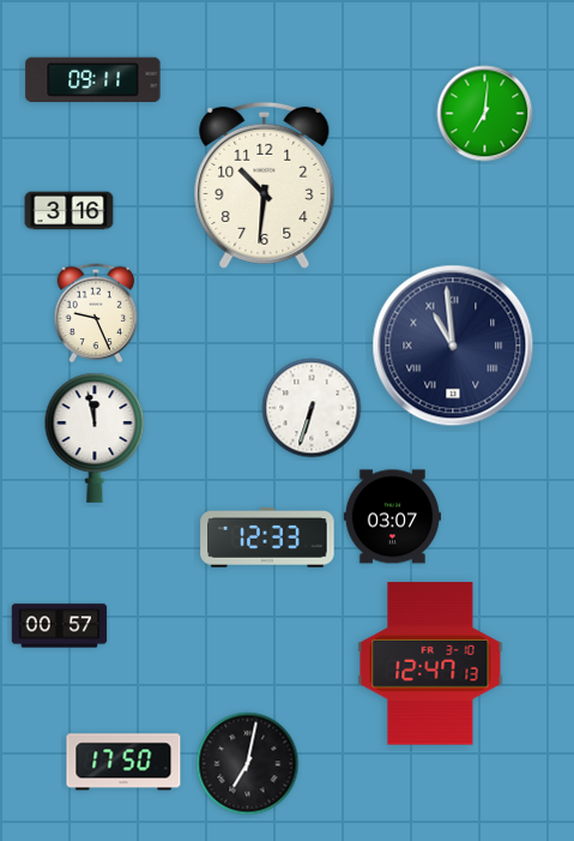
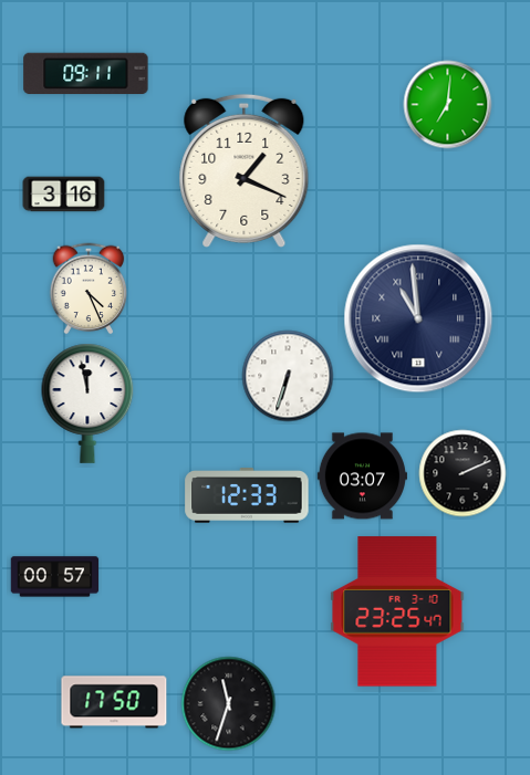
clock at (265, 185): 10:31 -> 1:19
clock at (96, 313): 9:26 -> 4:26
clock at (463, 473): none -> 2:11
clock at (430, 663): 12:47 -> 23:25
clock at (248, 764): 7:02 -> 11:33
